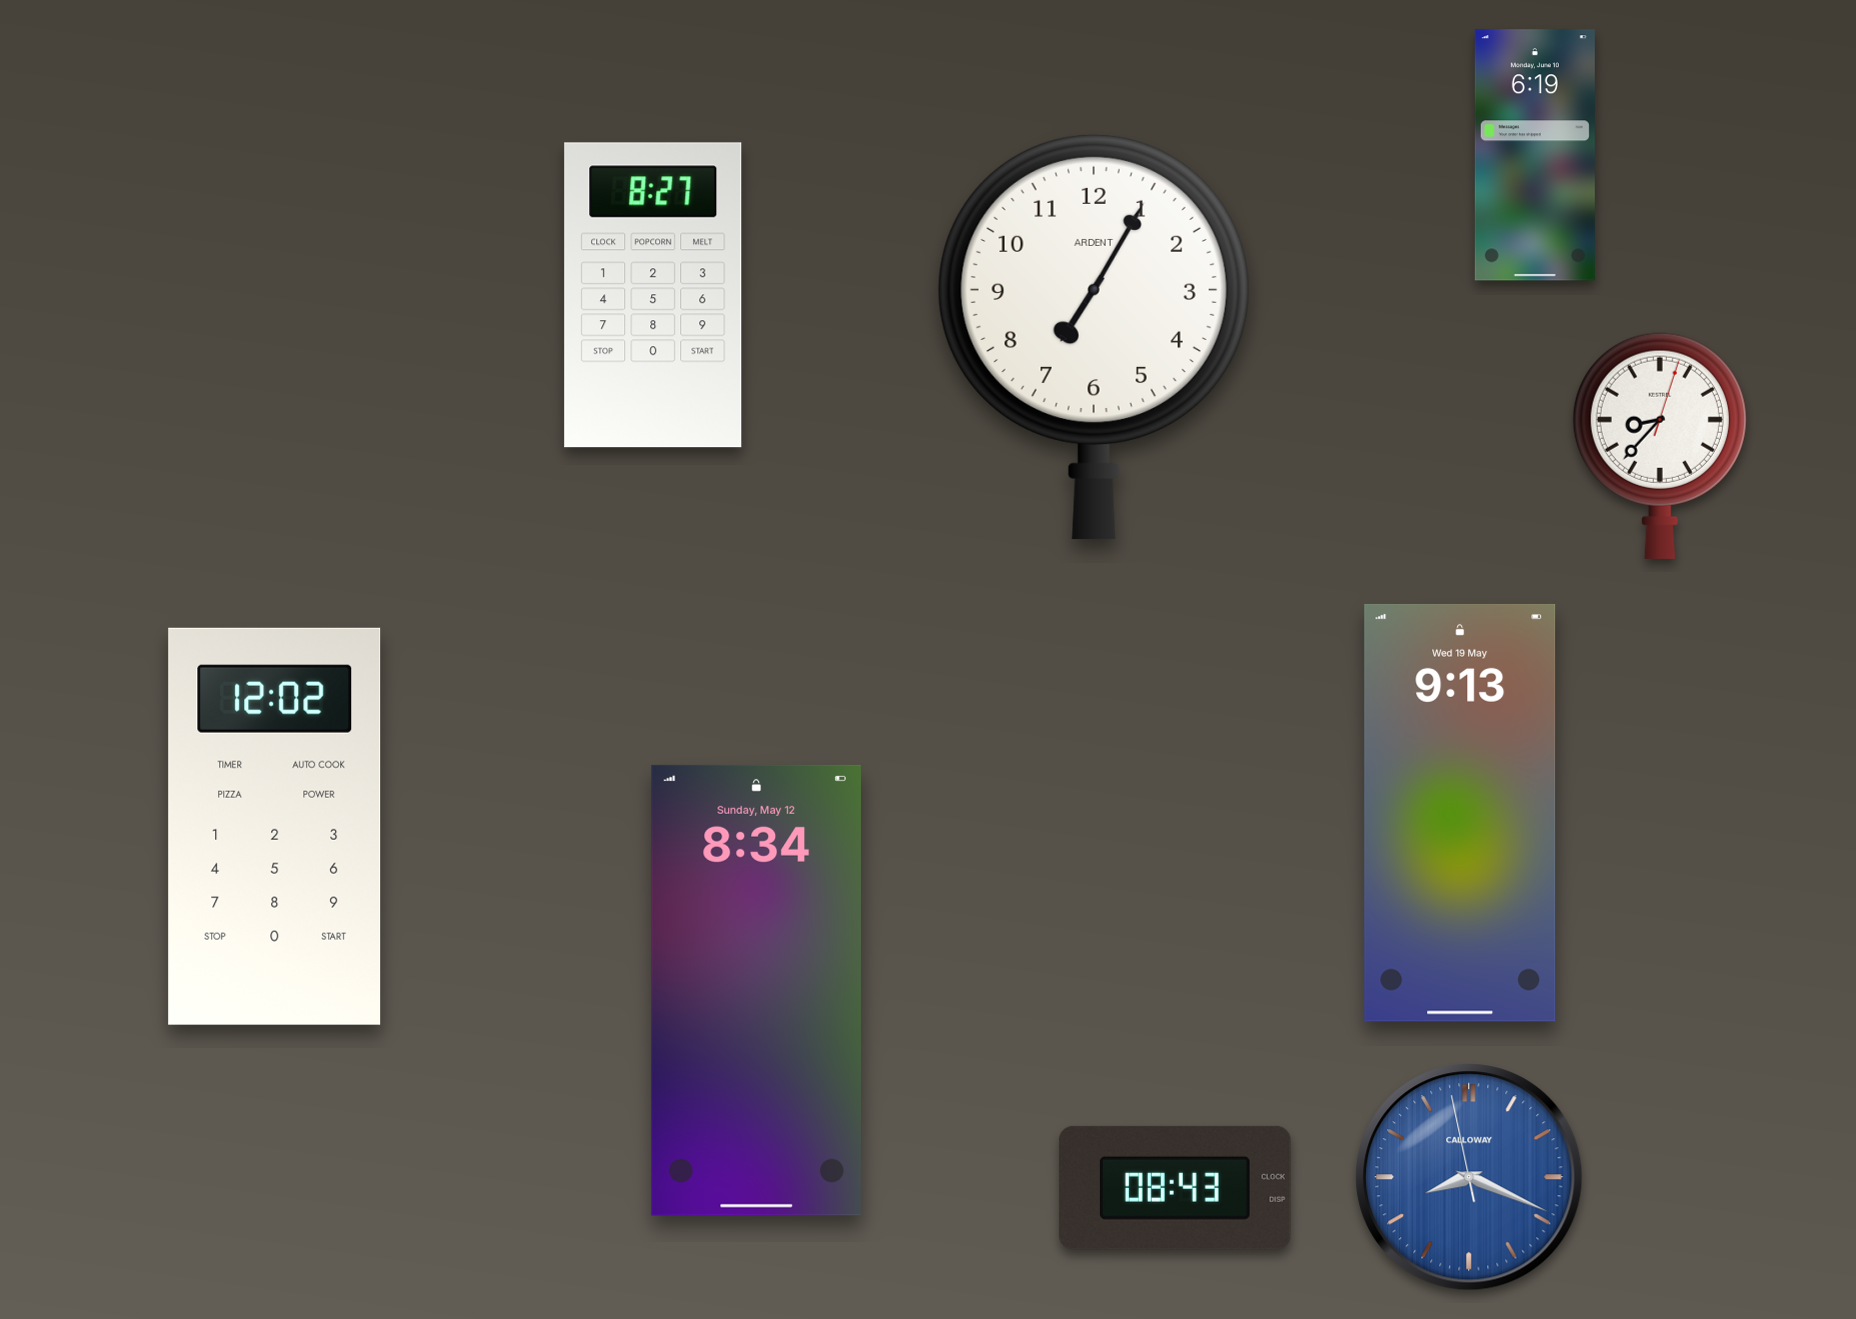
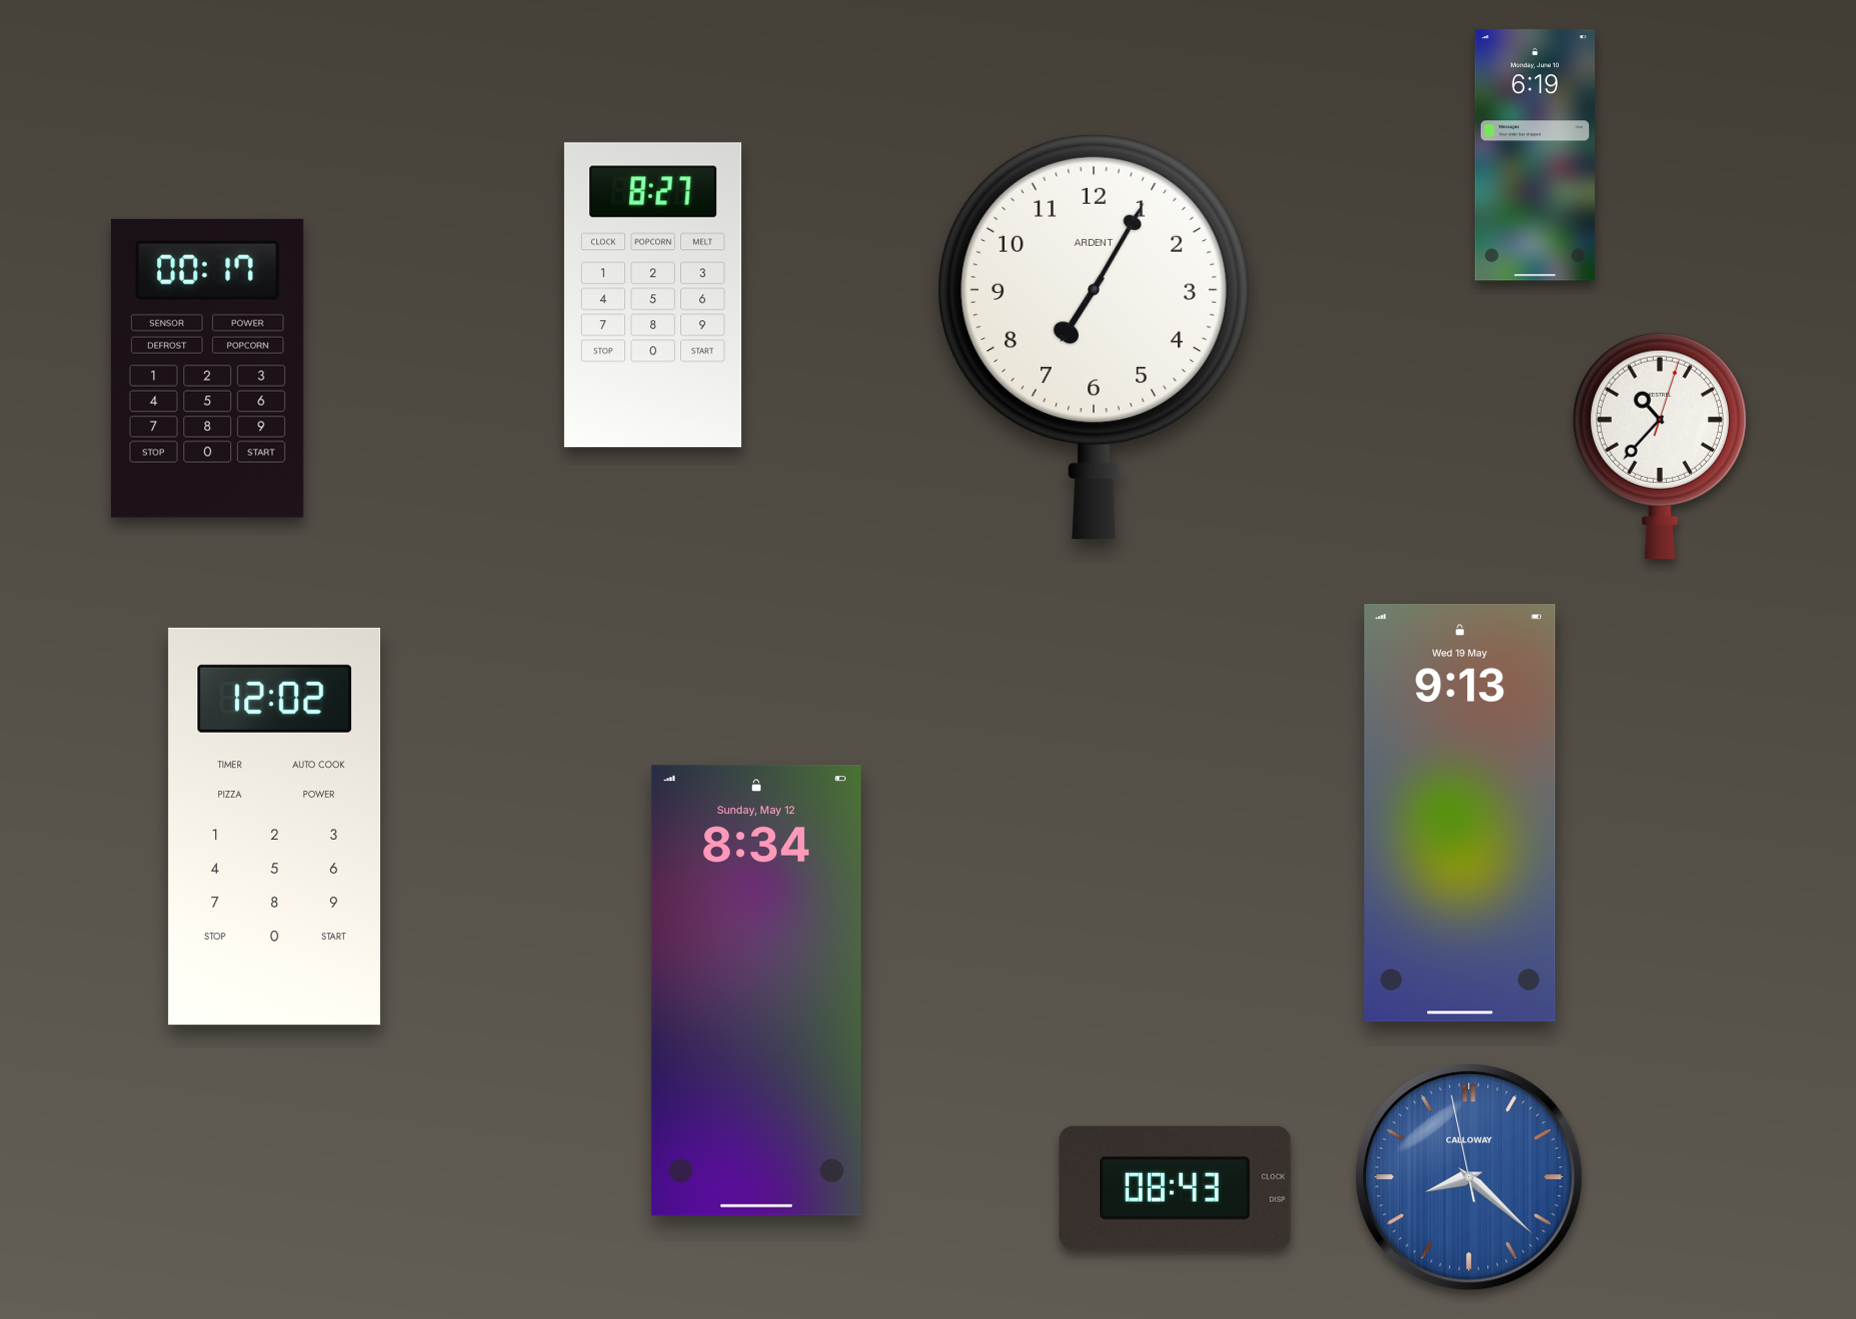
clock at (207, 368): none -> 00:17
clock at (1660, 446): 8:37 -> 10:37
clock at (1469, 1177): 8:18 -> 8:21
